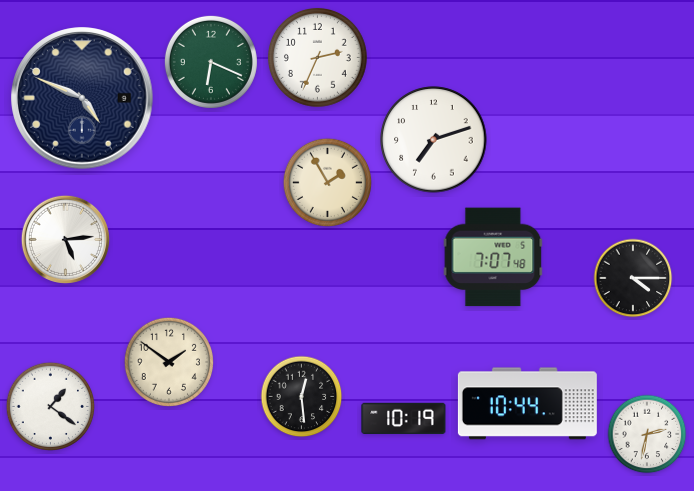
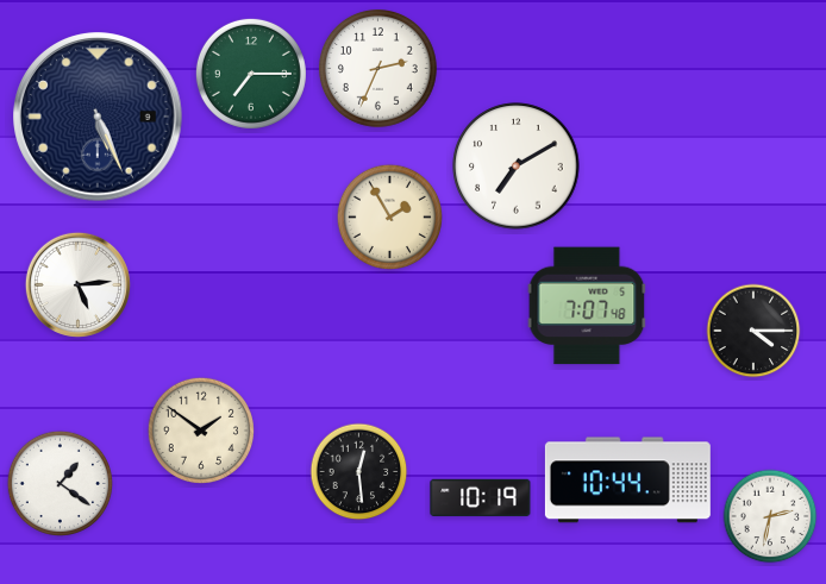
clock at (211, 62): 6:19 -> 7:15
clock at (82, 98): 4:49 -> 5:26
clock at (434, 140): 7:12 -> 7:10
